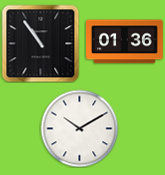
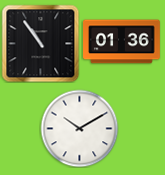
clock at (125, 42) position: (125, 42) -> (122, 42)
